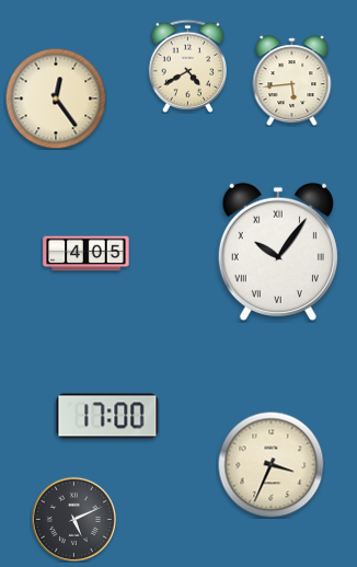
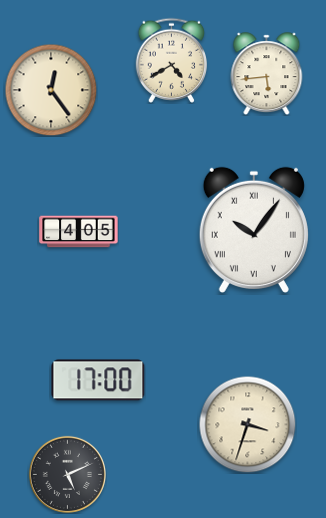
clock at (270, 464): 3:34 -> 3:33
